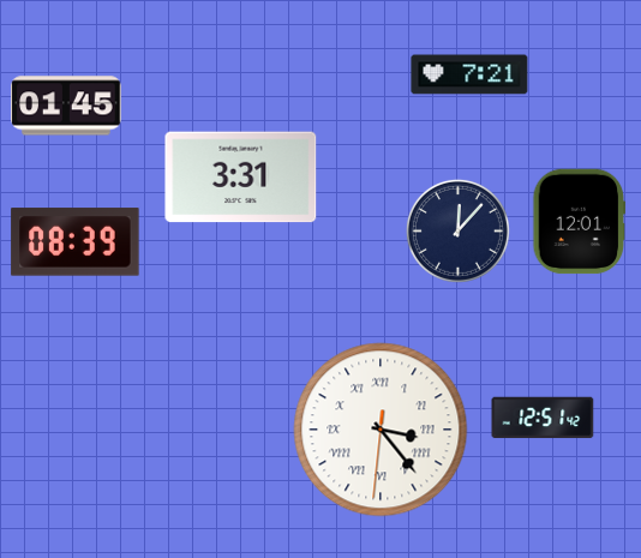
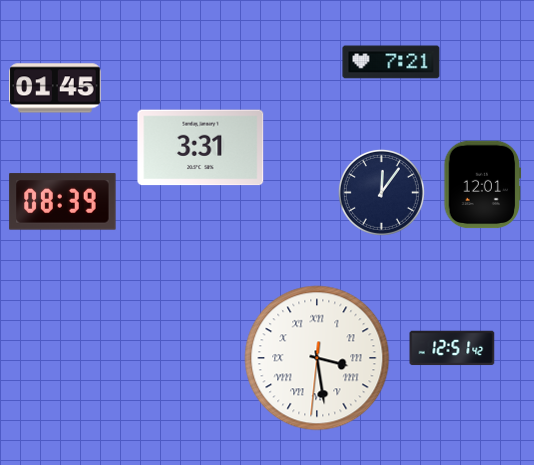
clock at (457, 230): 12:07 -> 12:06
clock at (381, 430): 3:23 -> 3:28
